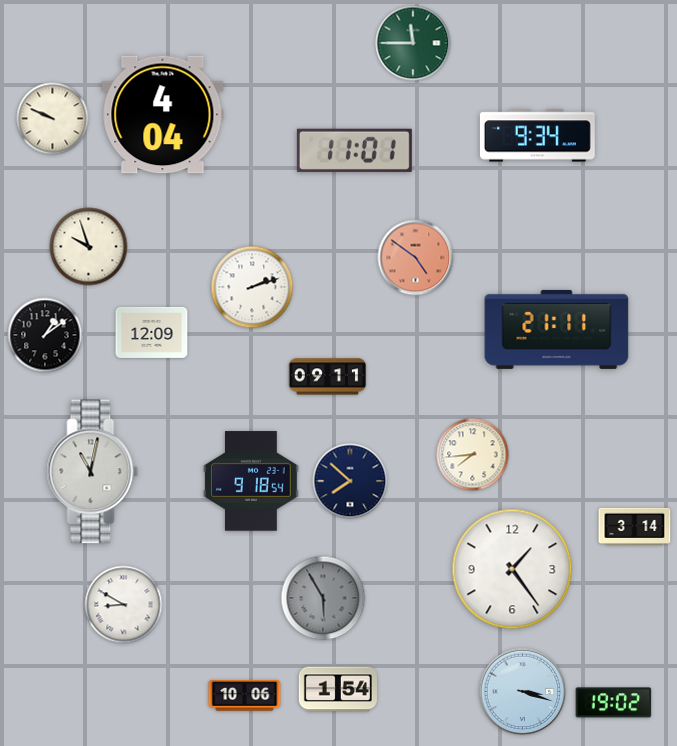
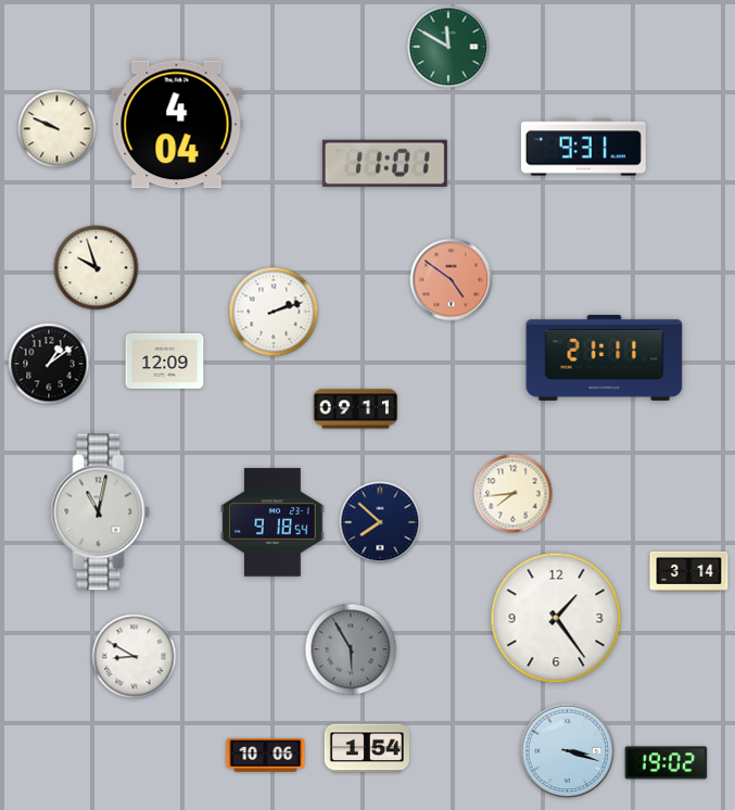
clock at (413, 43): 11:45 -> 11:50
clock at (537, 136): 9:34 -> 9:31
